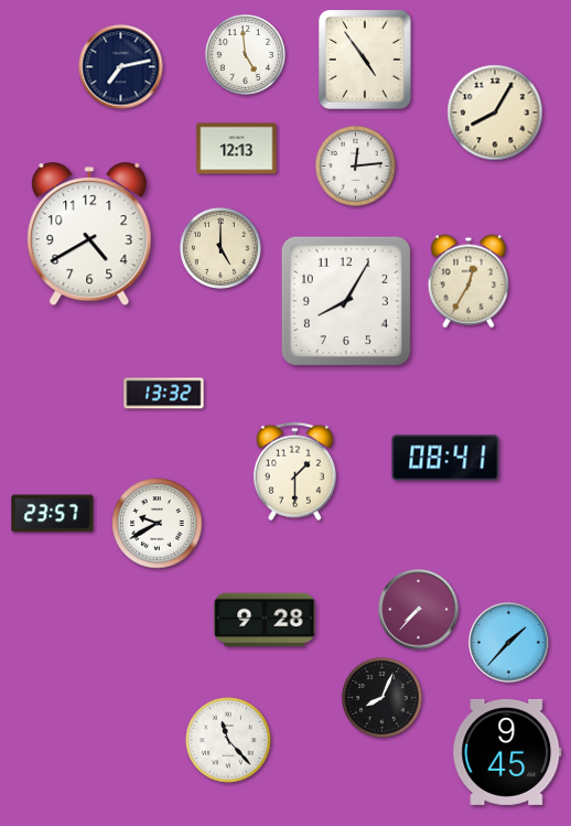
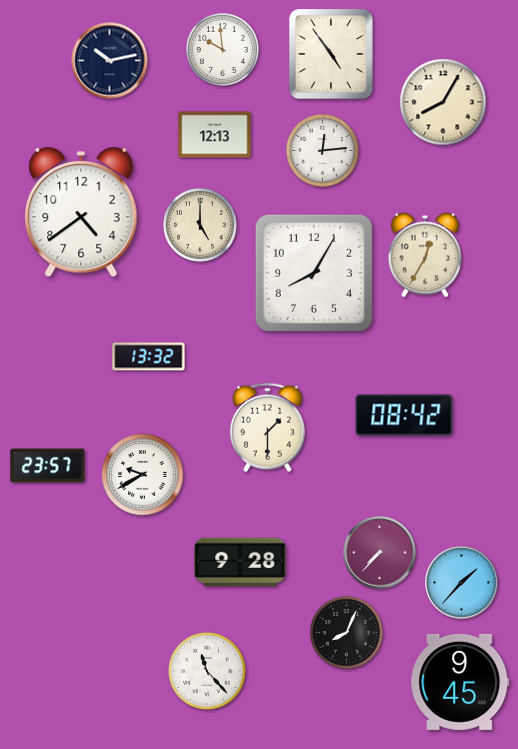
clock at (245, 54): 4:59 -> 9:59
clock at (121, 67): 7:13 -> 10:13
clock at (495, 112) position: (495, 112) -> (443, 102)
clock at (89, 235): 4:40 -> 4:39
clock at (445, 458): 08:41 -> 08:42
